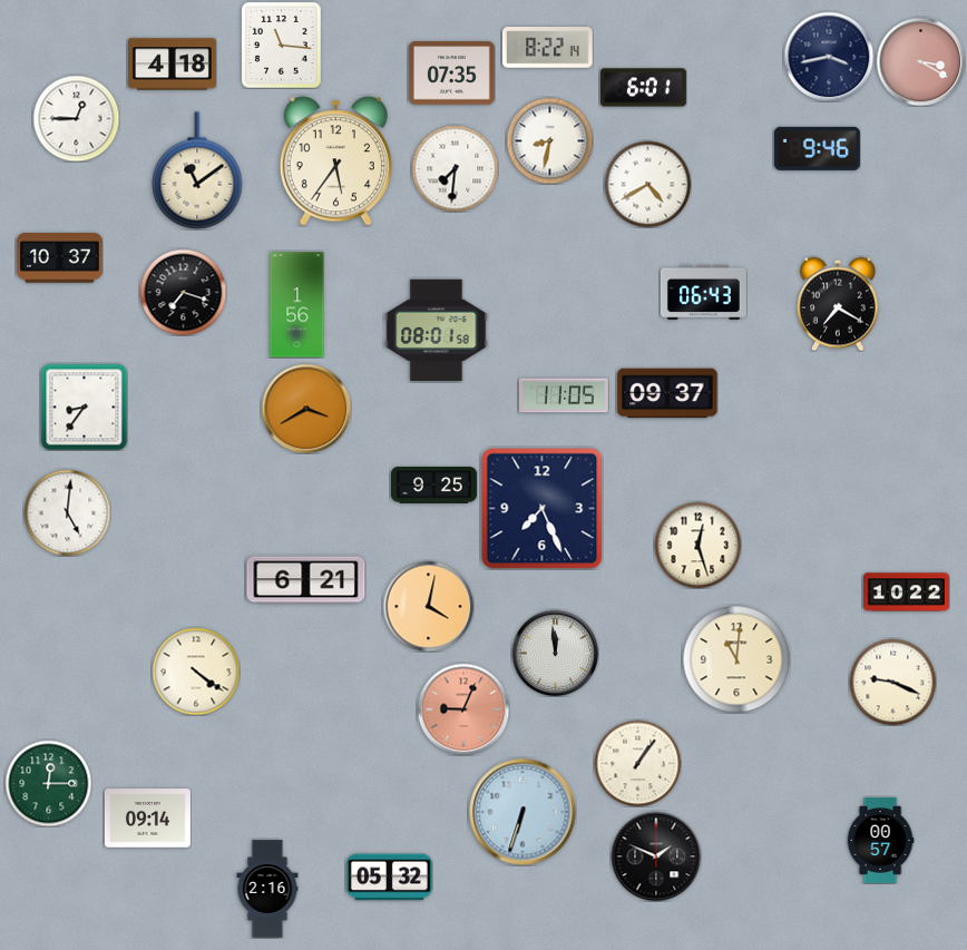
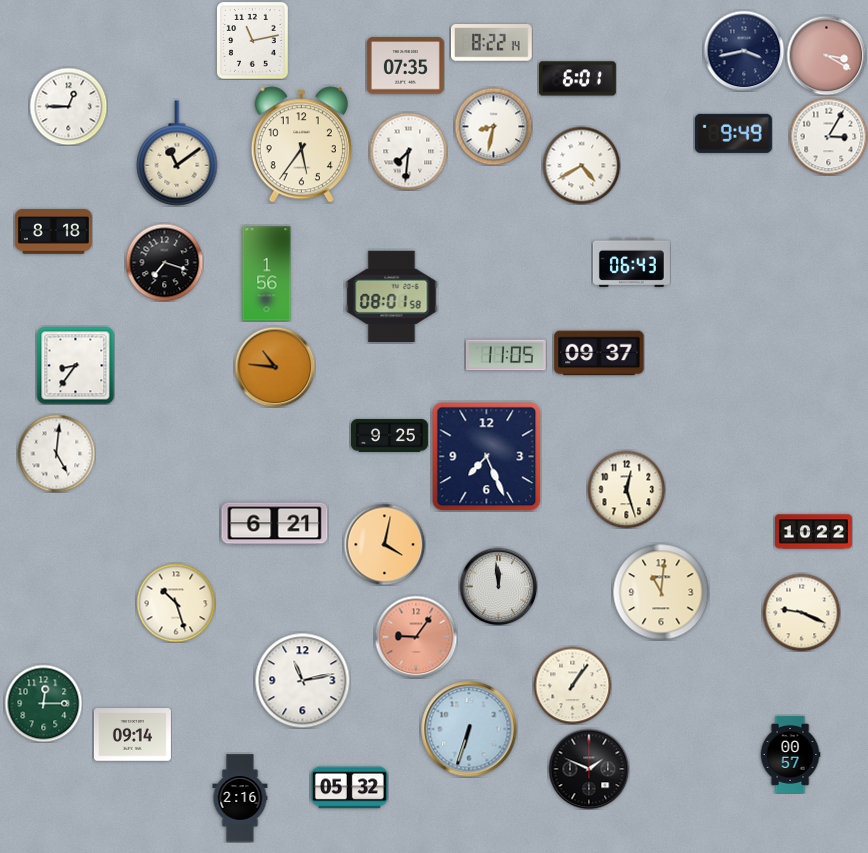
clock at (282, 45): 11:16 -> 11:13
clock at (173, 65): 4:18 -> none
clock at (817, 148): 9:46 -> 9:49
clock at (828, 136): none -> 3:05
clock at (59, 258): 10:37 -> 8:18
clock at (838, 304): 7:20 -> none
clock at (306, 409): 3:40 -> 10:46
clock at (67, 512) position: (67, 512) -> (56, 453)
clock at (306, 580) position: (306, 580) -> (275, 524)
clock at (196, 672): 4:21 -> 10:27
clock at (463, 709): 9:04 -> 9:06
clock at (302, 680): none -> 11:13
